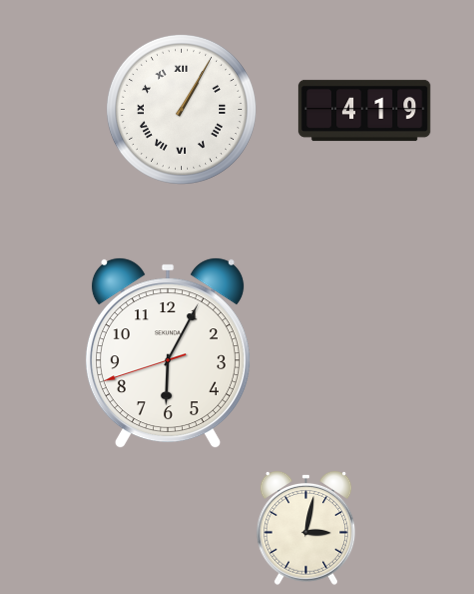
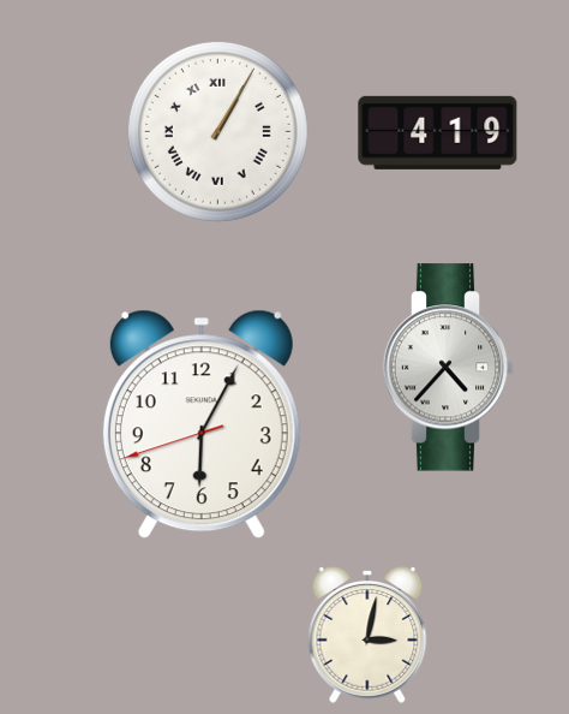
clock at (449, 368): none -> 4:37
